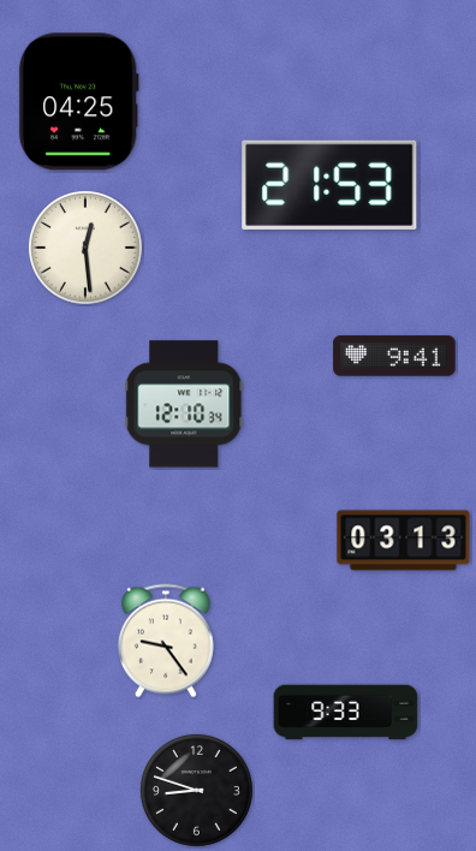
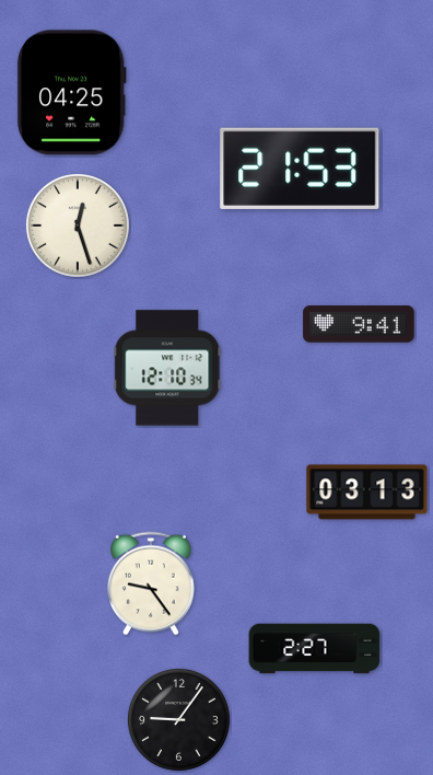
clock at (85, 248): 12:29 -> 12:27
clock at (346, 713): 9:33 -> 2:27
clock at (197, 791): 8:48 -> 9:06
